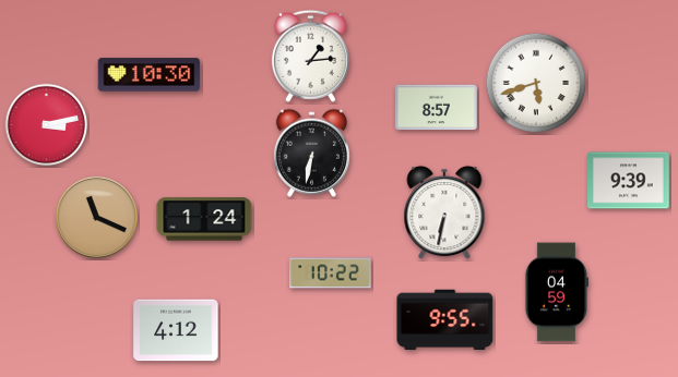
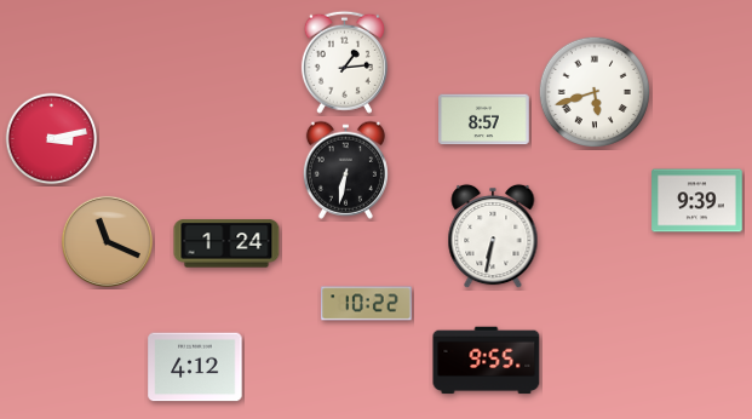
clock at (150, 75): 10:30 -> none
clock at (556, 292): 04:59 -> none
clock at (445, 320) position: (445, 320) -> (487, 361)
